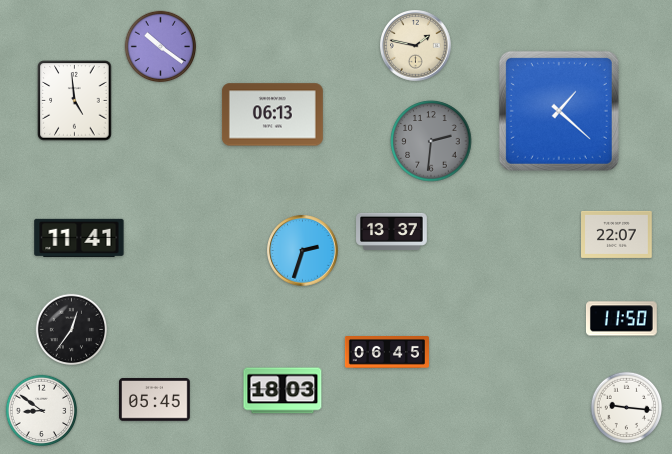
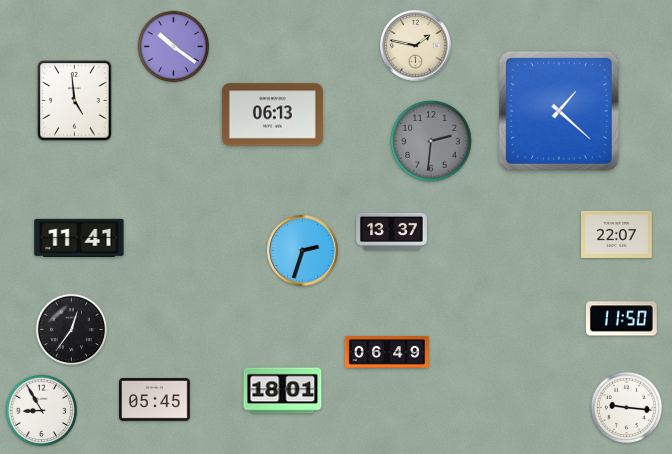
clock at (161, 47) position: (161, 47) -> (174, 47)
clock at (387, 353): 06:45 -> 06:49
clock at (283, 391): 18:03 -> 18:01
clock at (42, 411): 8:51 -> 8:55
